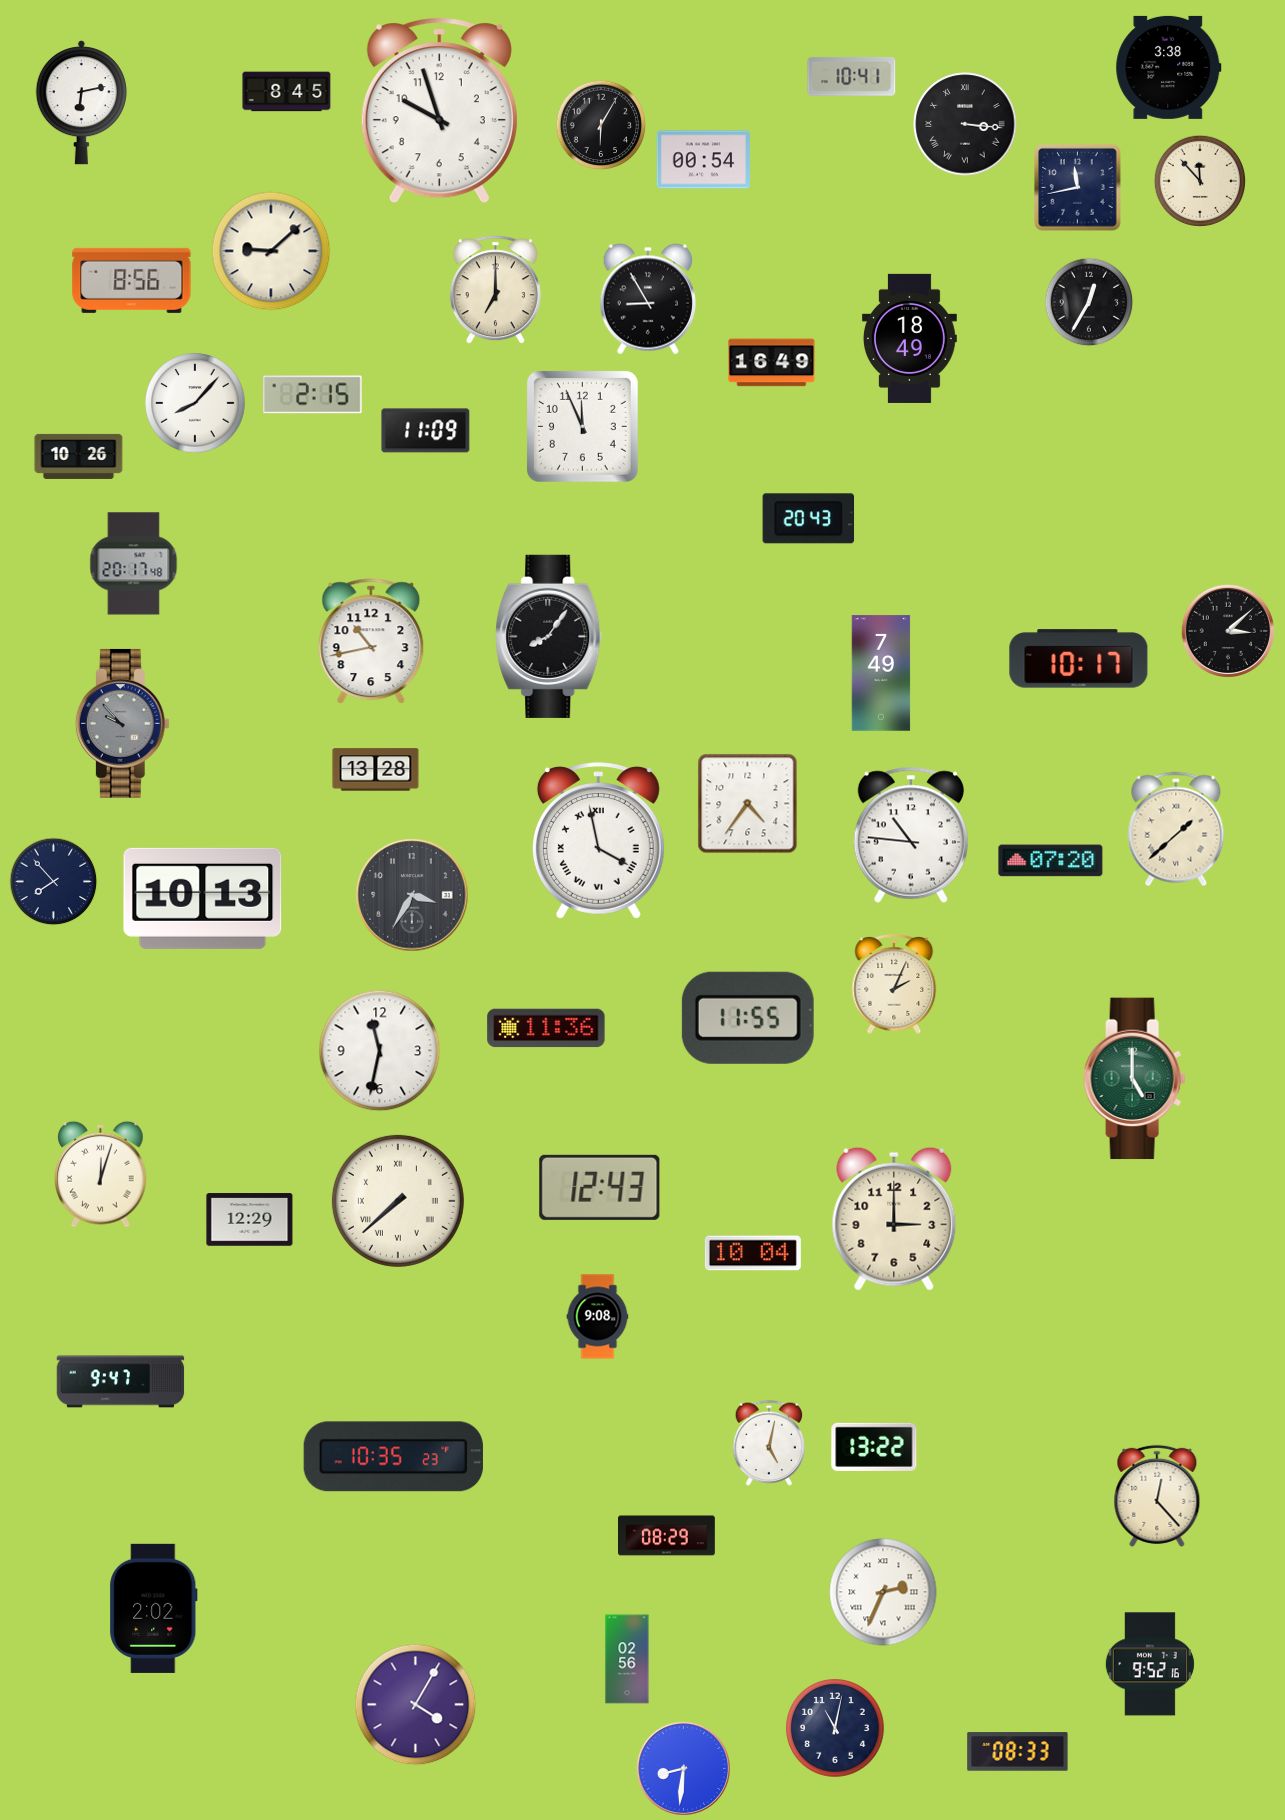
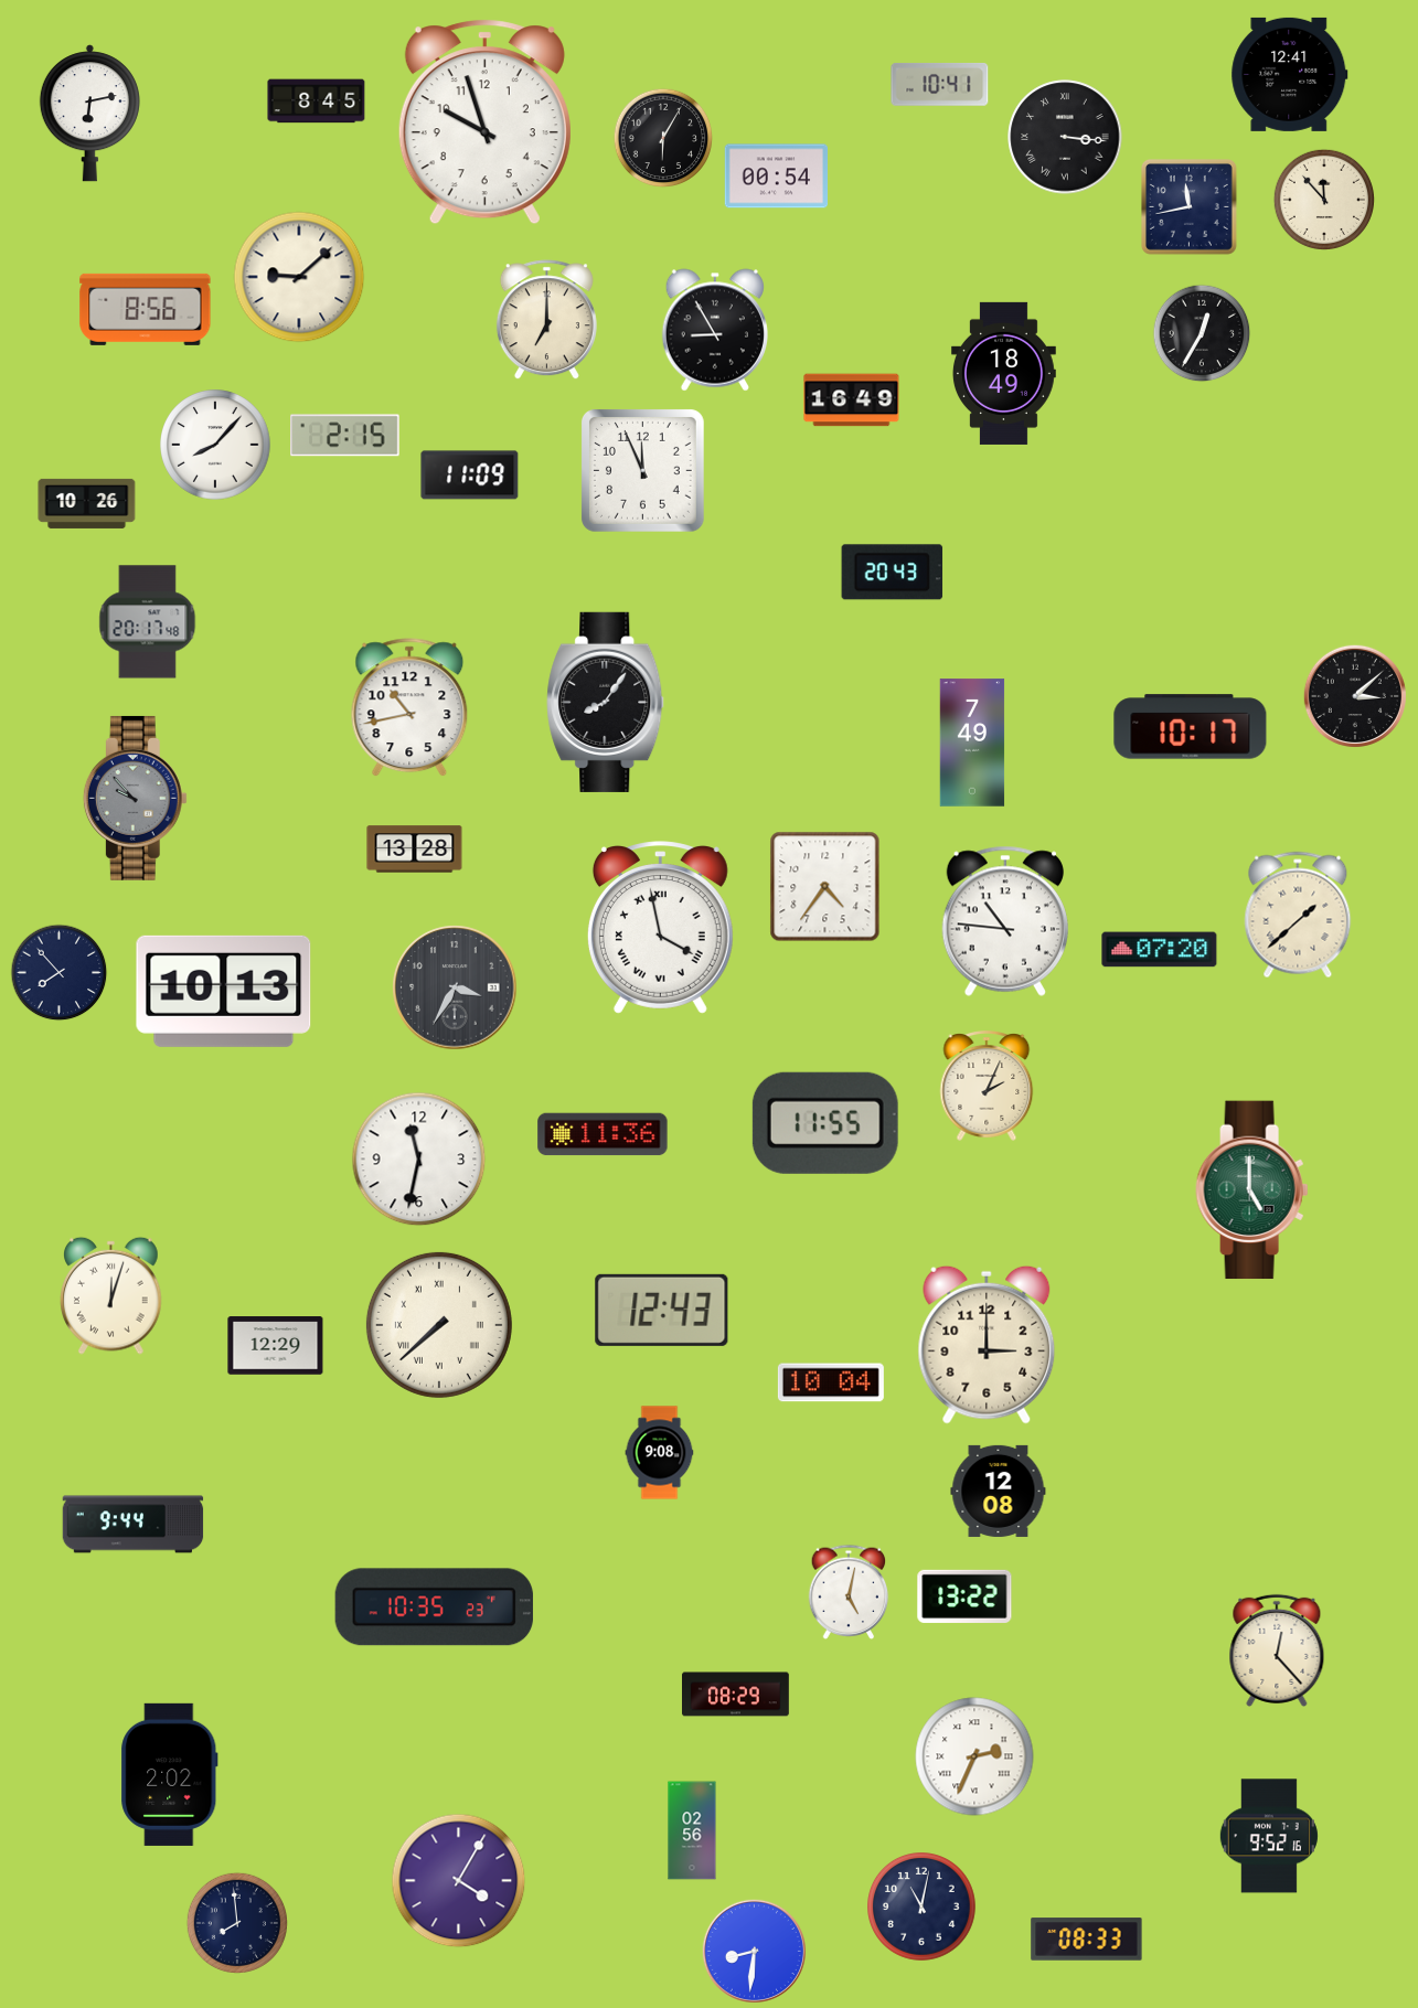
clock at (1169, 67): 3:38 -> 12:41
clock at (999, 1491): none -> 12:08
clock at (121, 1382): 9:47 -> 9:44
clock at (236, 1922): none -> 7:59
clock at (1018, 1752) position: (1018, 1752) -> (1087, 1940)
